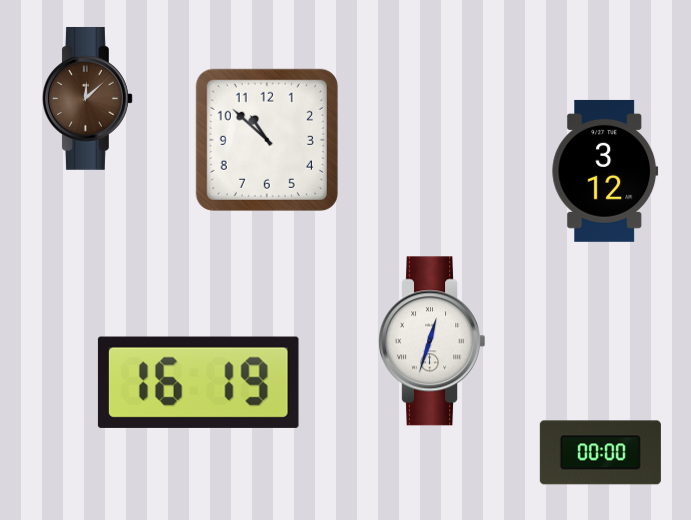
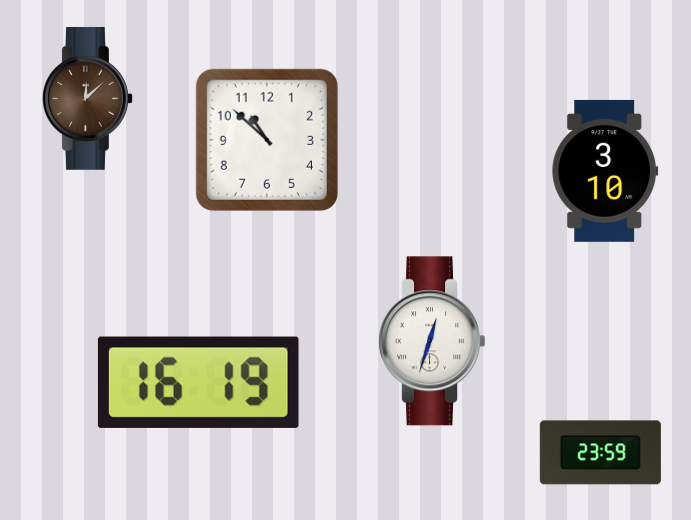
clock at (605, 171): 3:12 -> 3:10
clock at (600, 453): 00:00 -> 23:59
